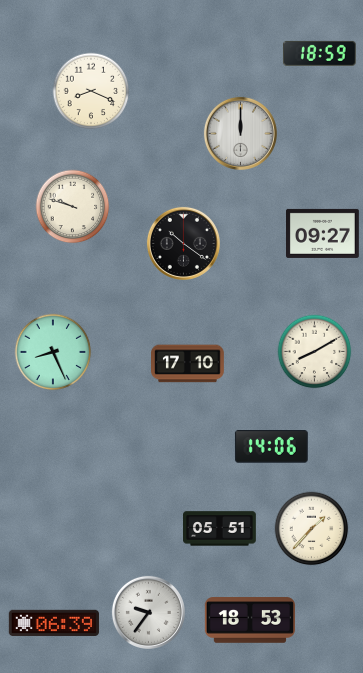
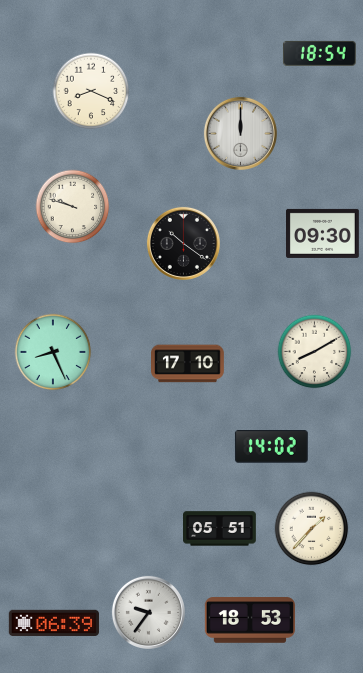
clock at (319, 53): 18:59 -> 18:54
clock at (323, 233): 09:27 -> 09:30
clock at (271, 447): 14:06 -> 14:02
